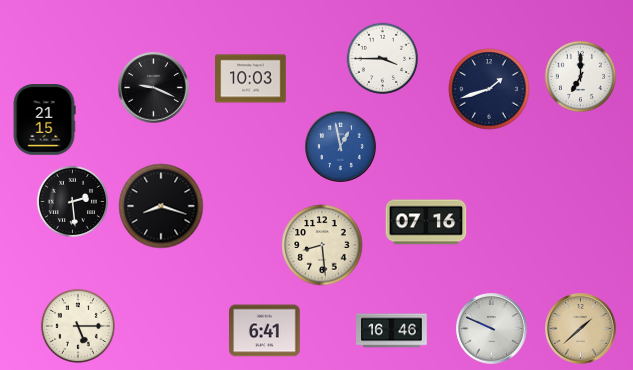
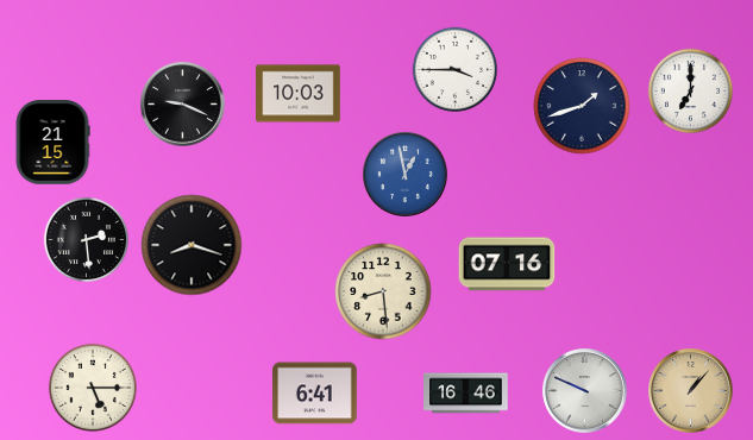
clock at (581, 329): 1:38 -> 1:07
